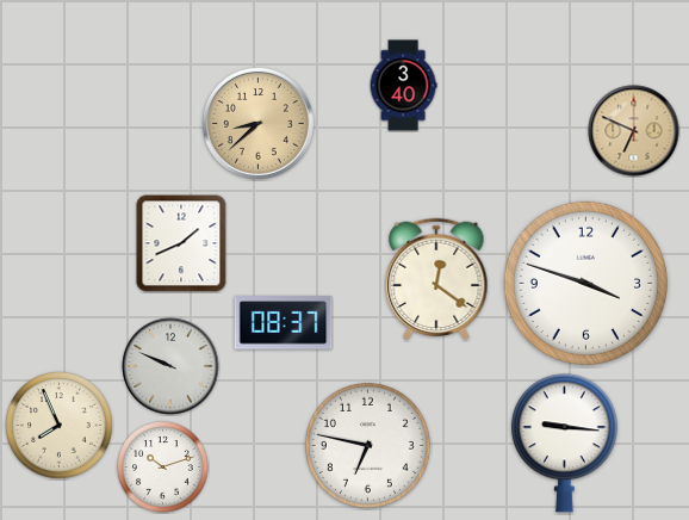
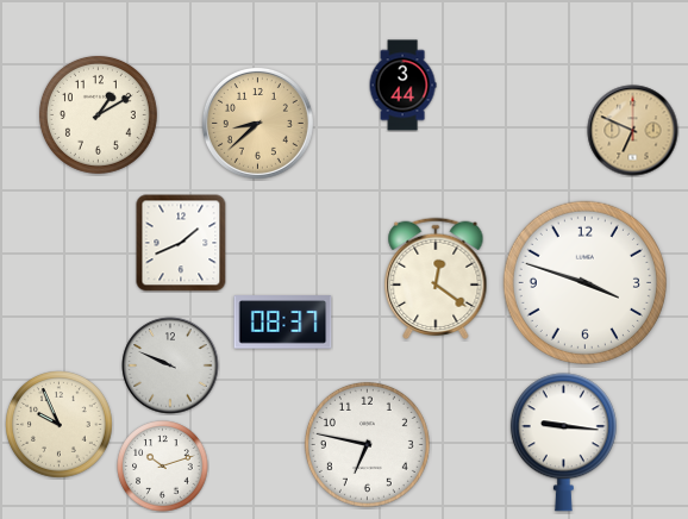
clock at (403, 86): 3:40 -> 3:44
clock at (98, 114): none -> 1:10
clock at (60, 426): 7:56 -> 9:56
